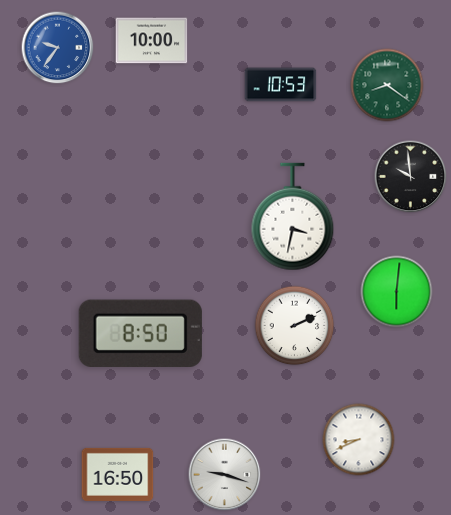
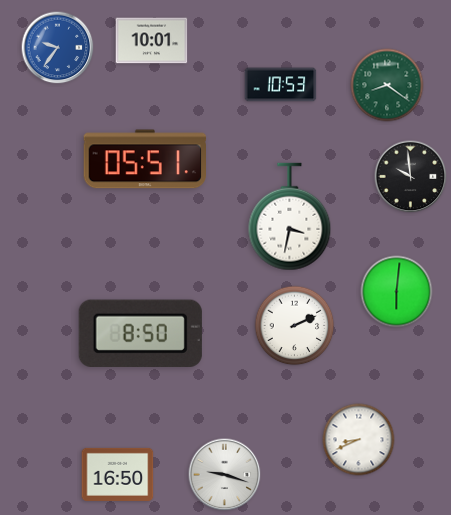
clock at (152, 41): 10:00 -> 10:01
clock at (144, 159): none -> 05:51
clock at (293, 217) position: (293, 217) -> (290, 217)
